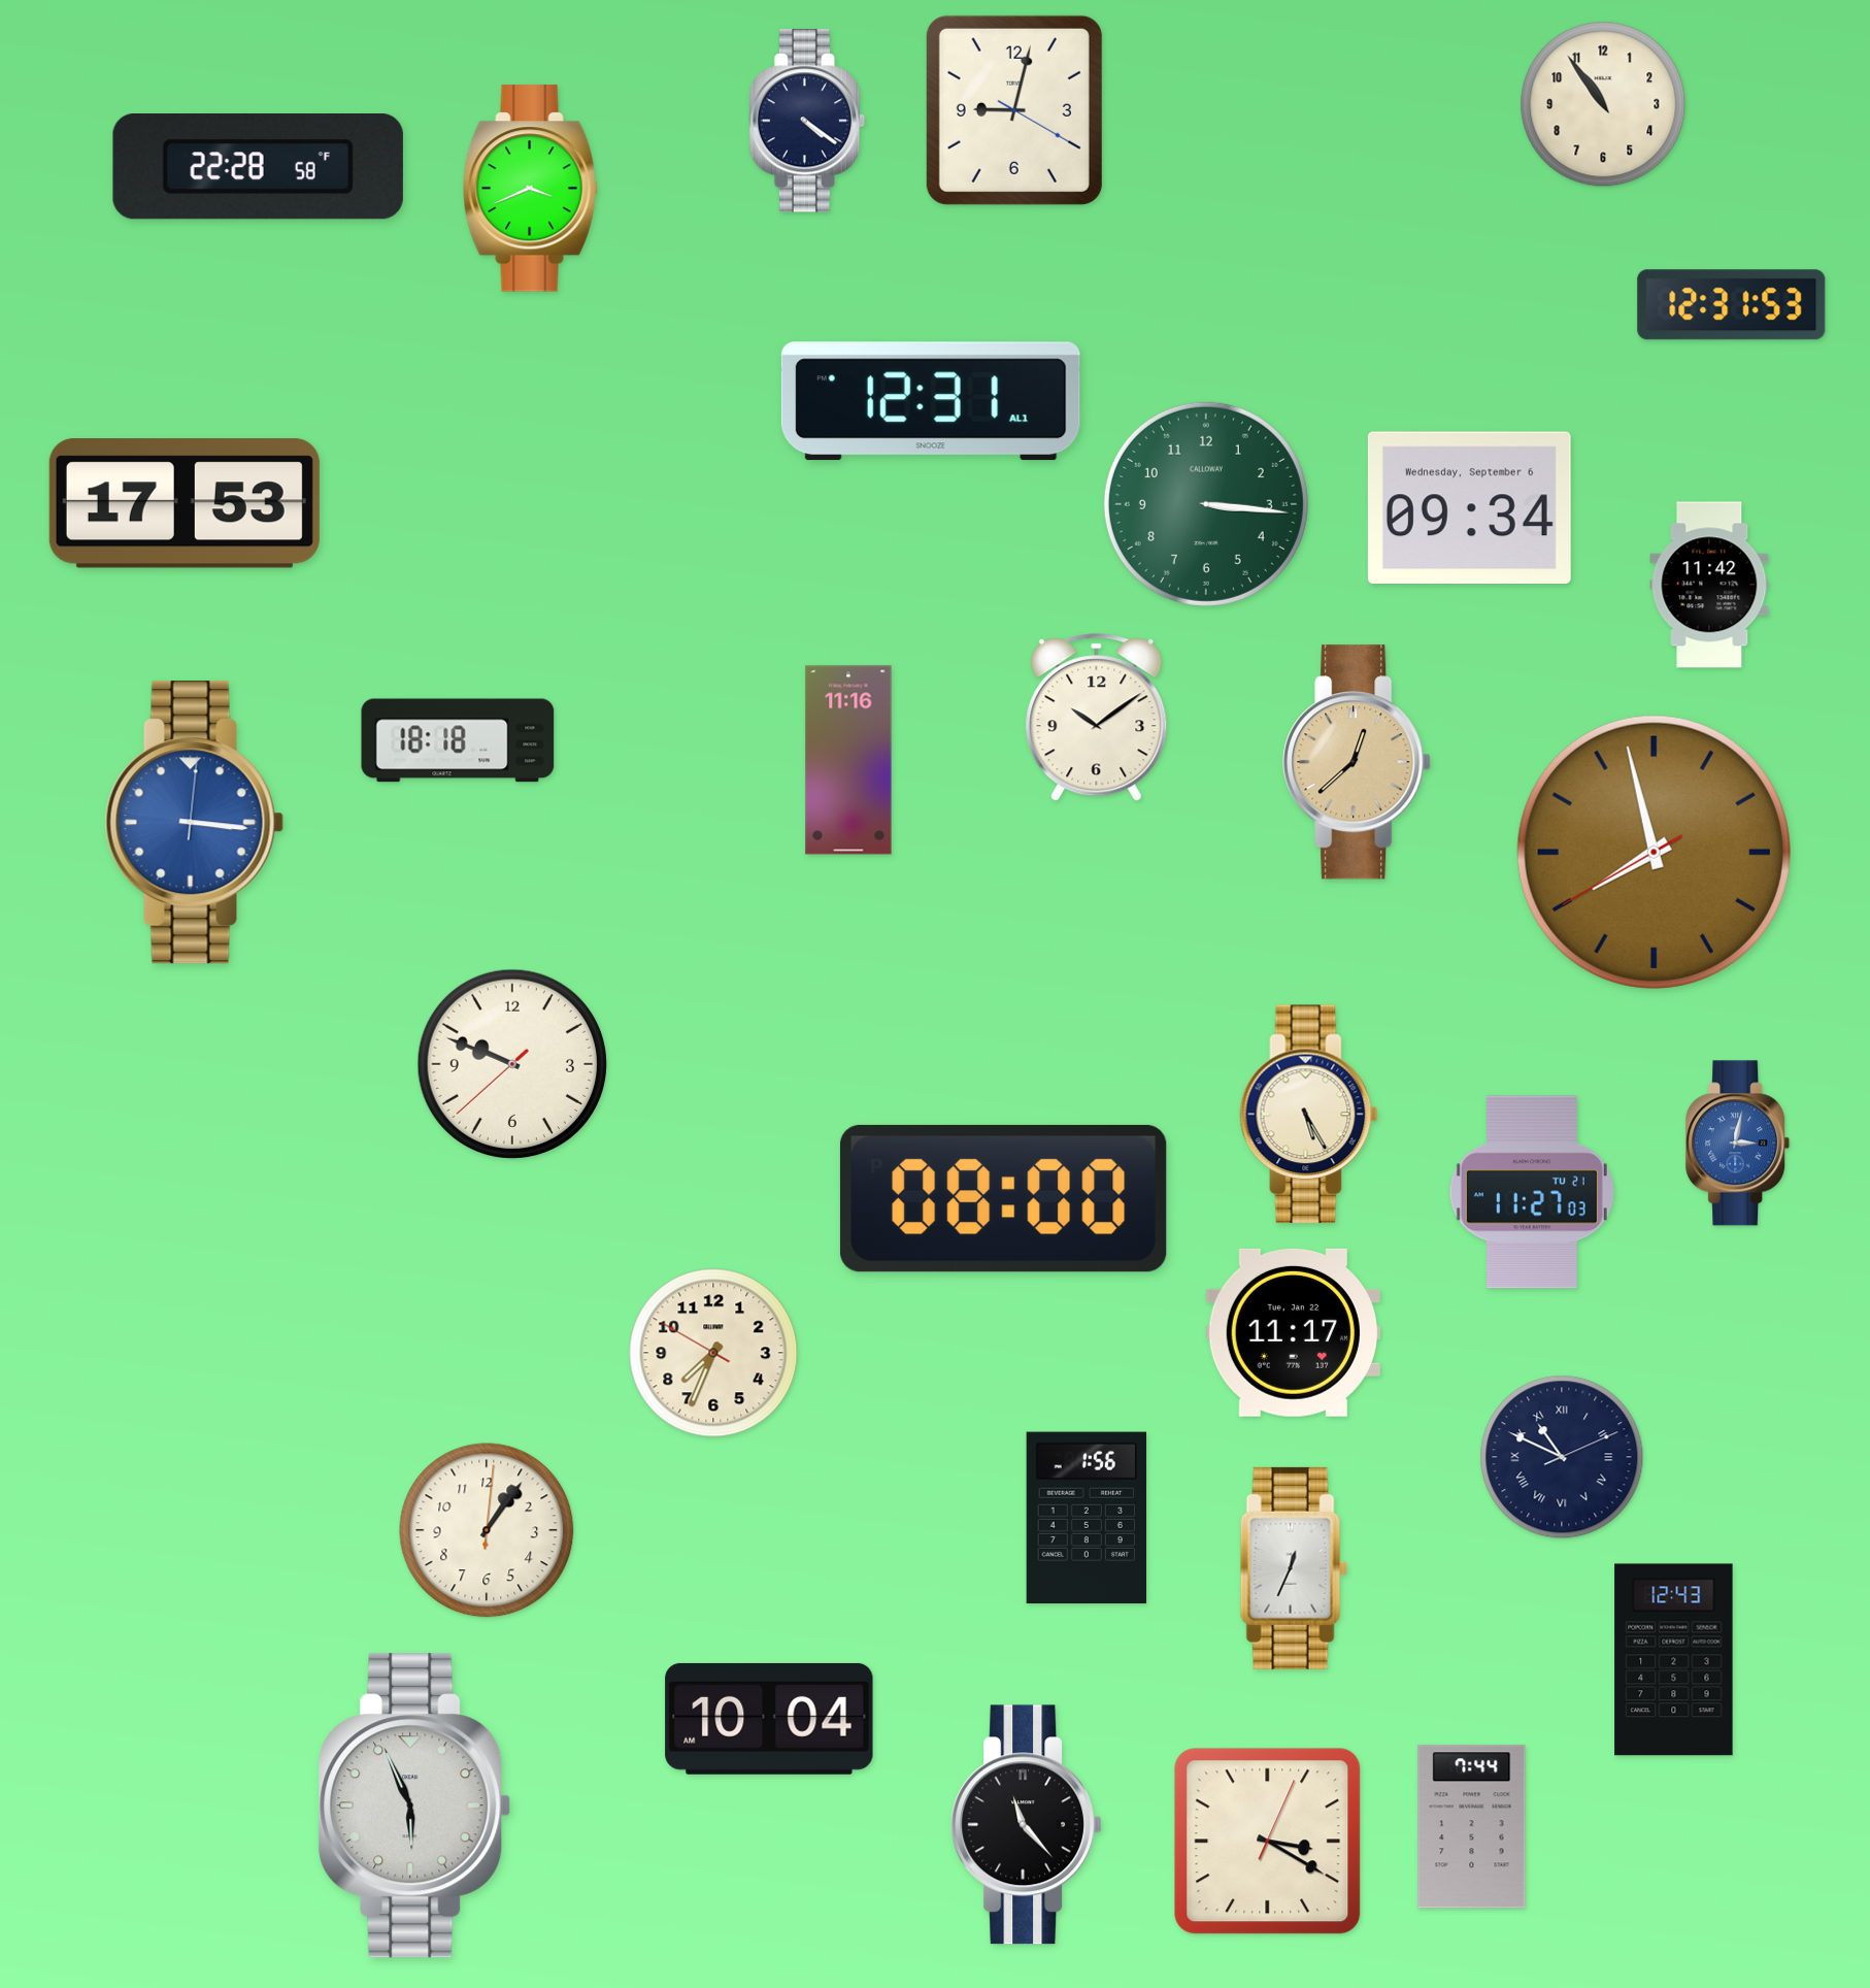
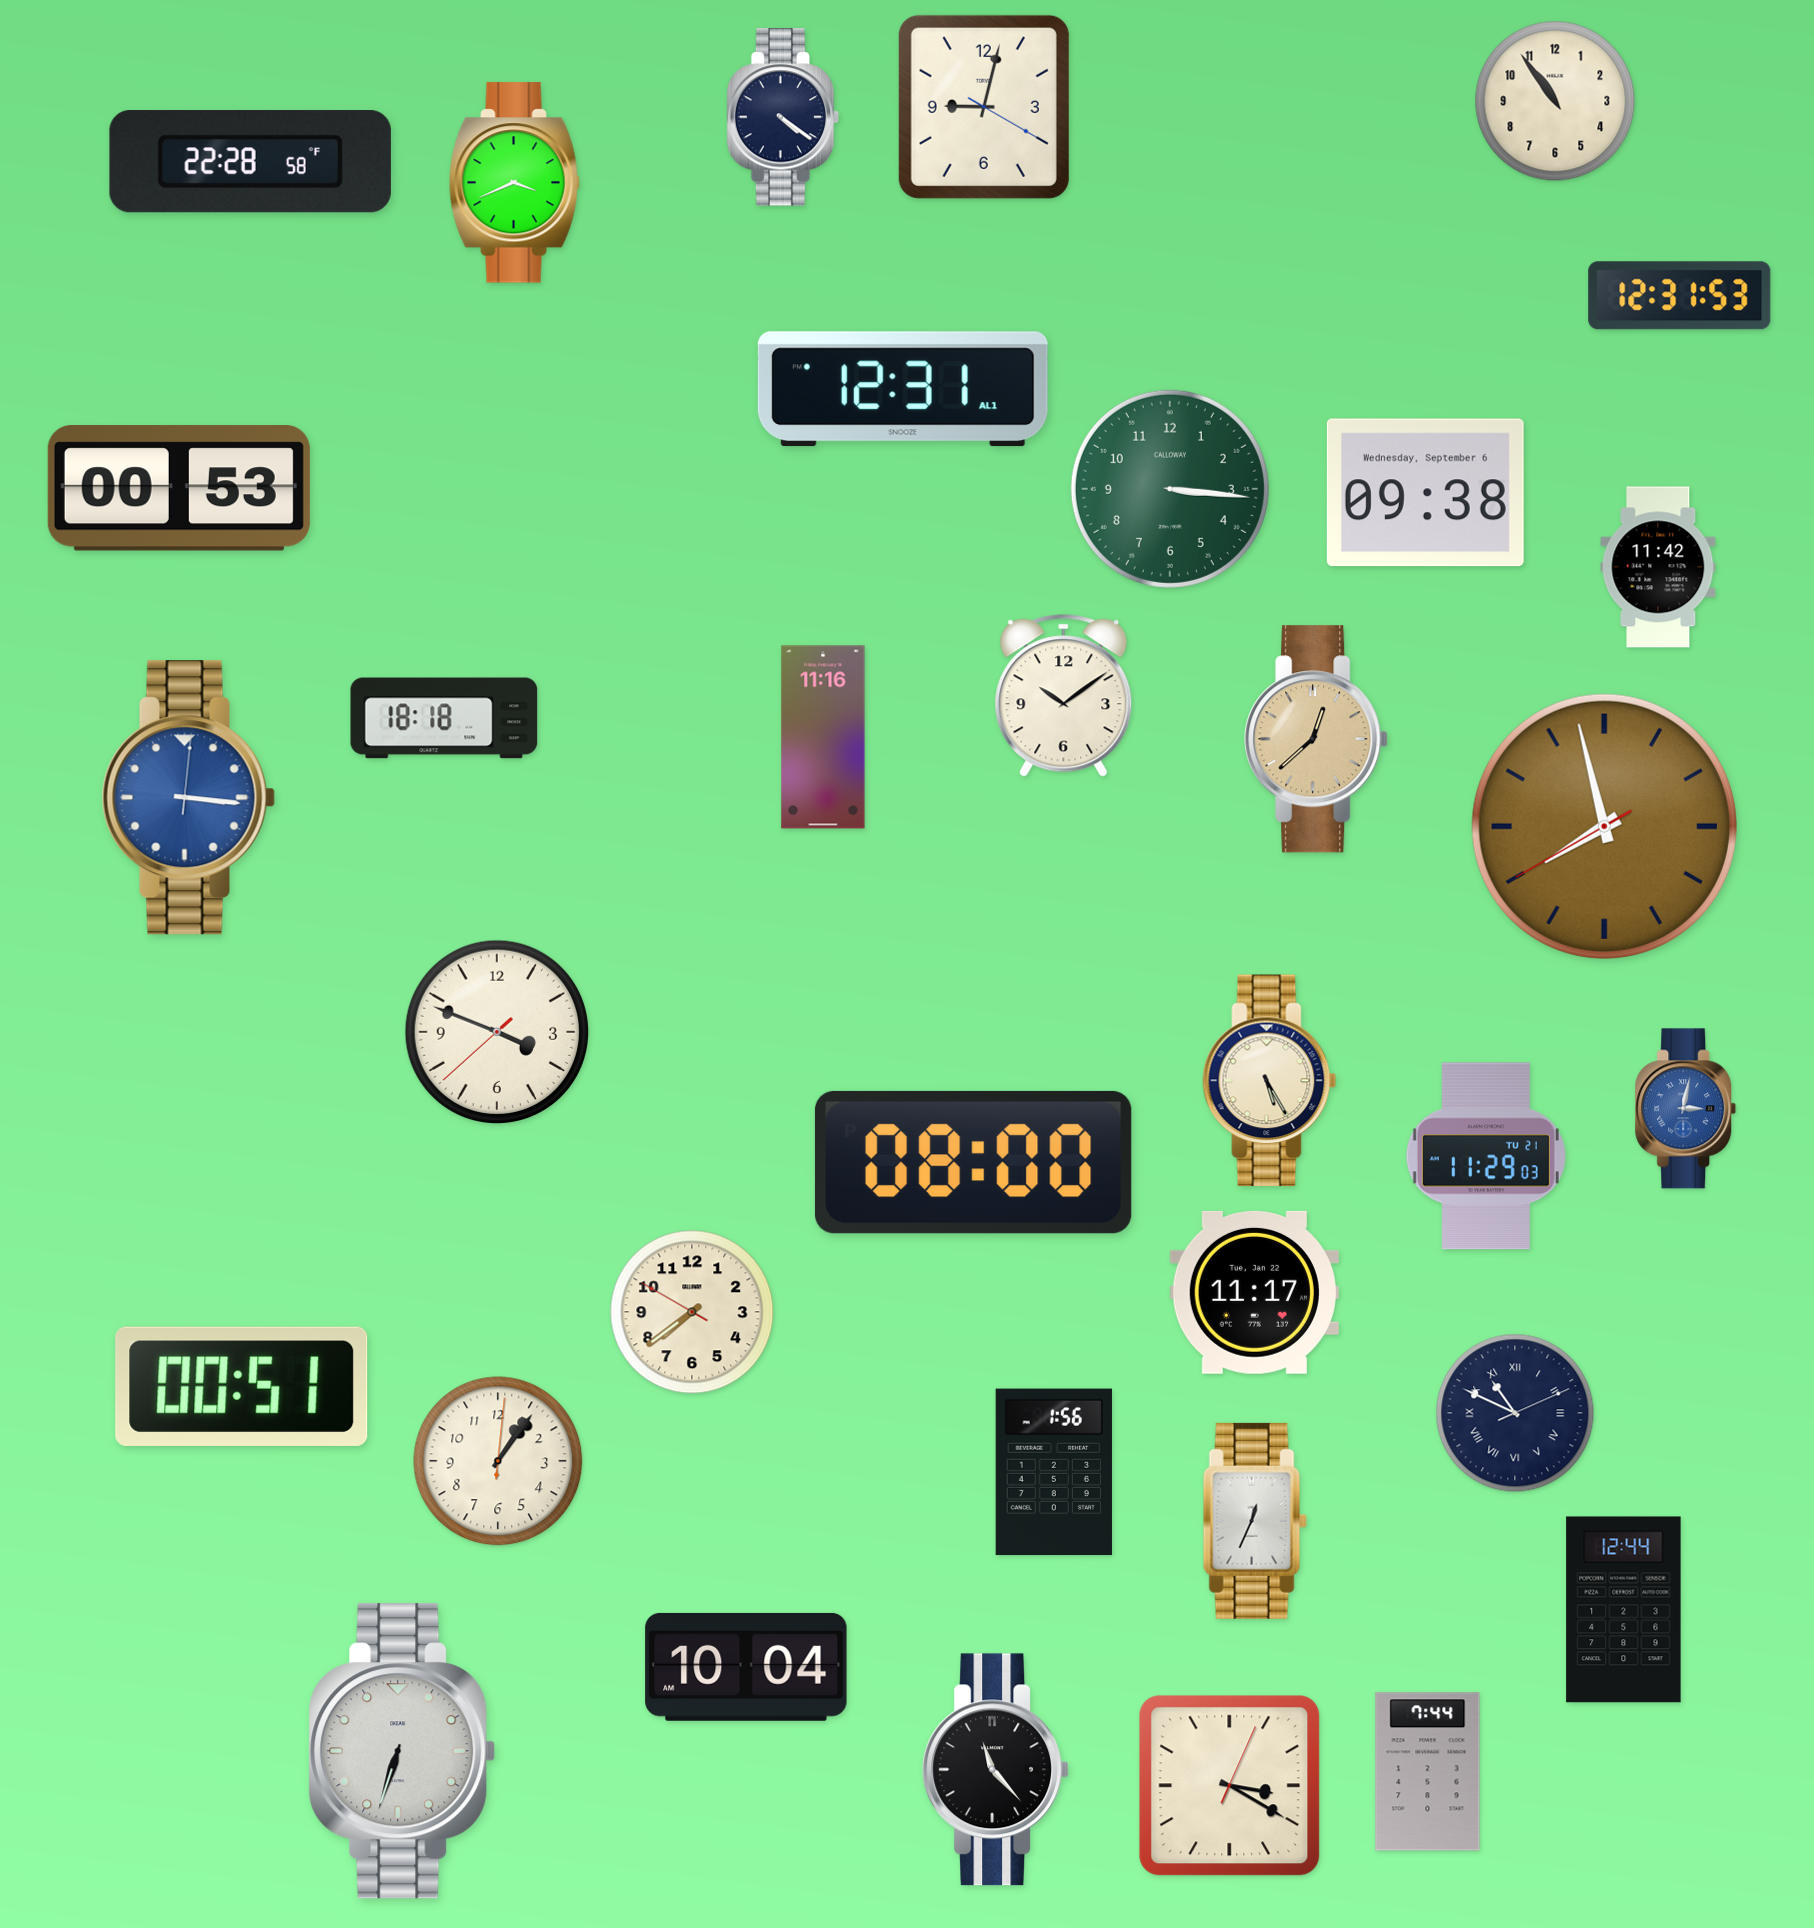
clock at (185, 503): 17:53 -> 00:53
clock at (1469, 508): 09:34 -> 09:38
clock at (511, 1063): 9:48 -> 3:48
clock at (1532, 1192): 11:27 -> 11:29
clock at (713, 1353): 7:33 -> 7:38
clock at (242, 1386): none -> 00:51
clock at (487, 1530) position: (487, 1530) -> (498, 1461)
clock at (1674, 1660): 12:43 -> 12:44
clock at (414, 1805): 5:56 -> 6:33
